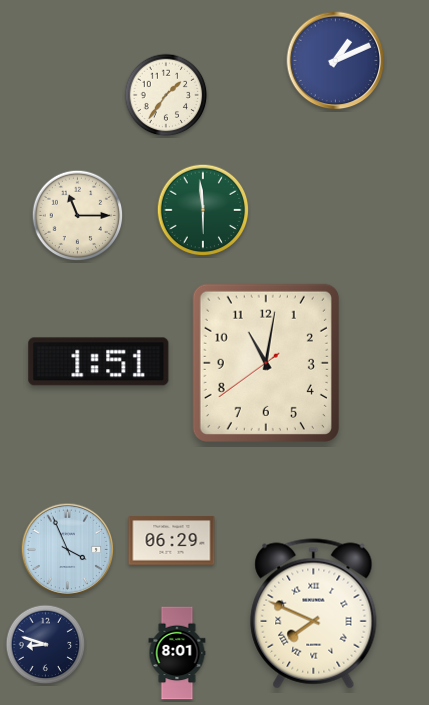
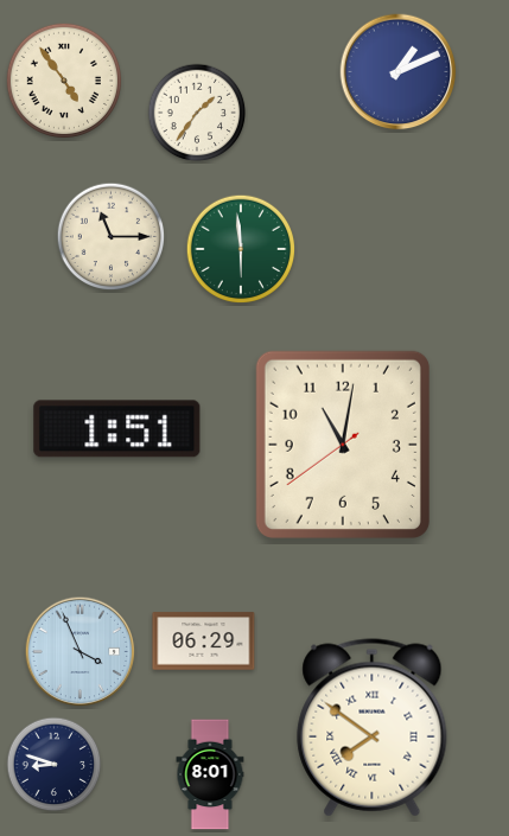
clock at (63, 79): none -> 4:54
clock at (78, 216) position: (78, 216) -> (112, 237)
clock at (266, 363) position: (266, 363) -> (343, 445)
clock at (314, 614): 7:49 -> 7:51
